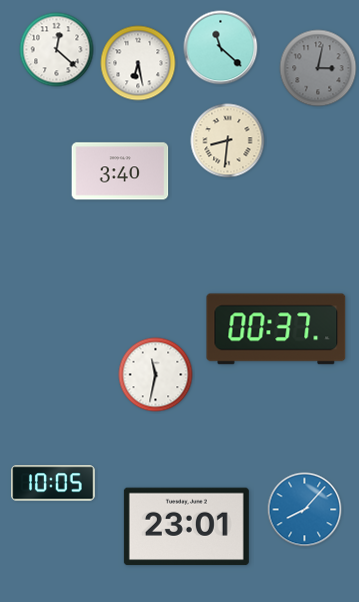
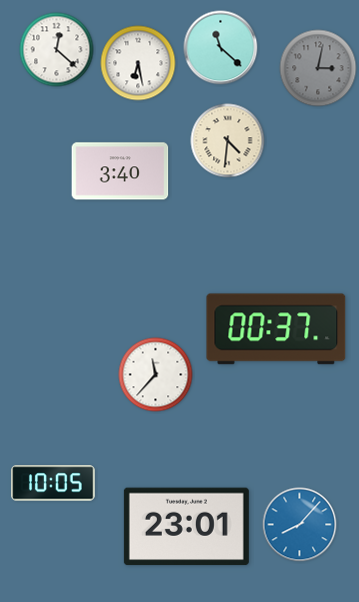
clock at (228, 141): 8:31 -> 4:31
clock at (156, 375): 11:32 -> 11:37
clock at (305, 510) position: (305, 510) -> (300, 525)
